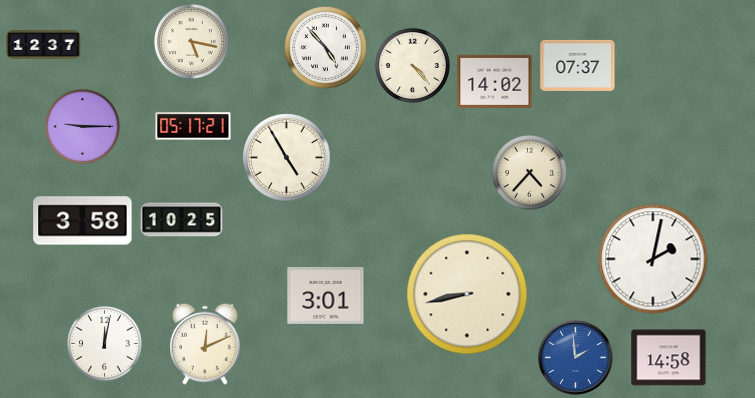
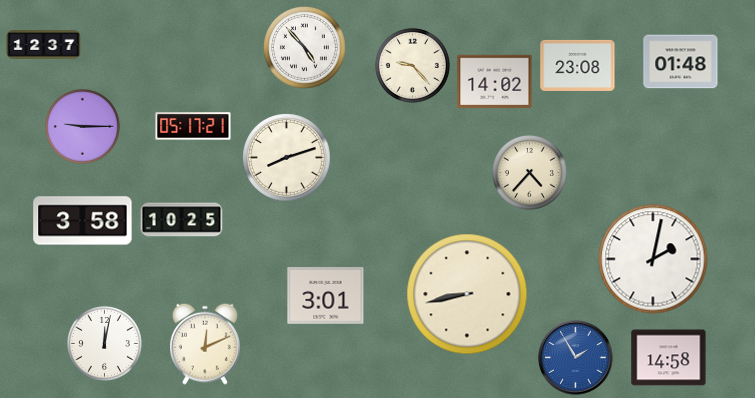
clock at (191, 41): 5:17 -> none
clock at (326, 48) position: (326, 48) -> (305, 48)
clock at (681, 62): none -> 01:48
clock at (412, 65): 4:23 -> 9:23
clock at (578, 65): 07:37 -> 23:08
clock at (287, 158): 4:55 -> 8:12
clock at (576, 358): 1:59 -> 1:55
